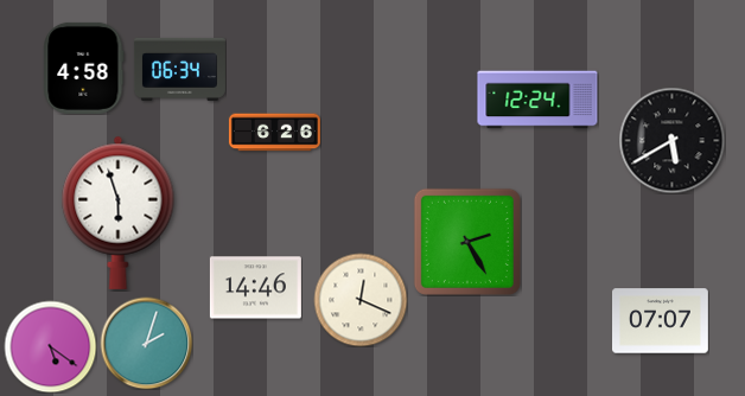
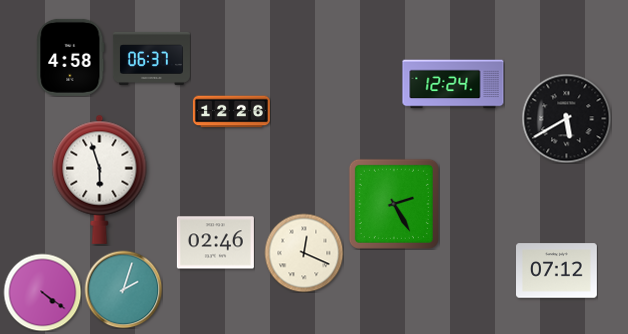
clock at (179, 69): 06:34 -> 06:37
clock at (274, 133): 6:26 -> 12:26
clock at (255, 288): 14:46 -> 02:46
clock at (661, 321): 07:07 -> 07:12
clock at (50, 346): 5:21 -> 4:21
